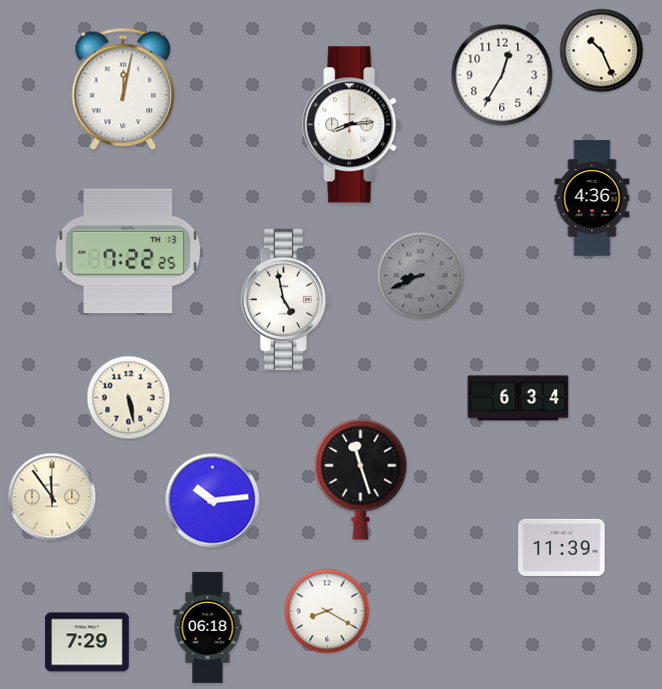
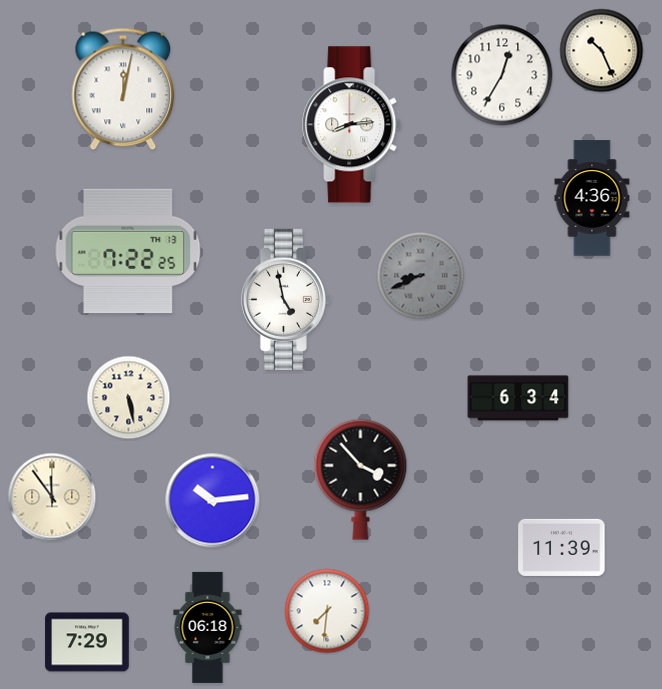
clock at (361, 479): 11:27 -> 3:53
clock at (327, 611): 8:20 -> 7:31
